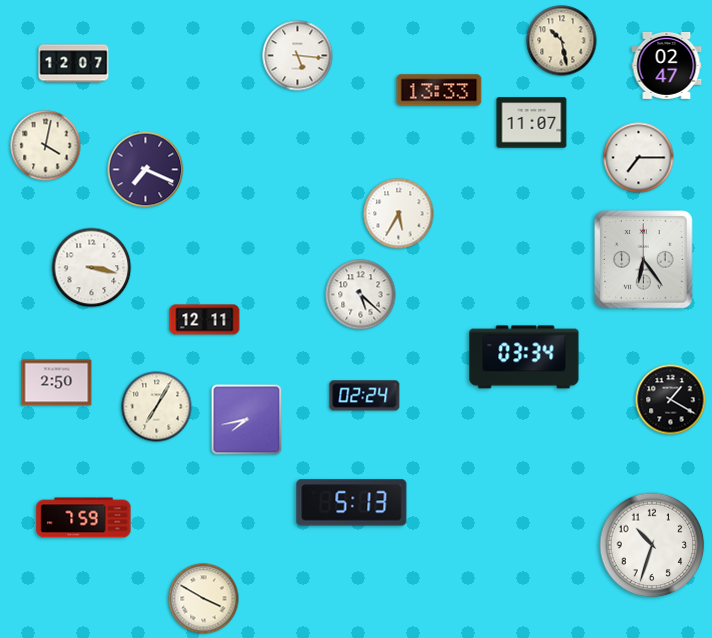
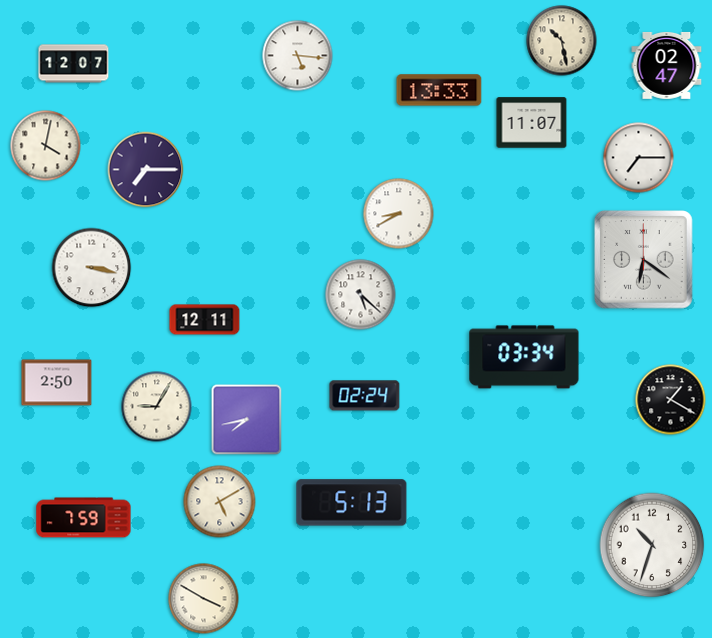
clock at (146, 170): 7:19 -> 7:15
clock at (399, 214): 5:35 -> 8:40
clock at (644, 260): 6:24 -> 6:21
clock at (157, 407): 7:05 -> 9:05
clock at (220, 502): none -> 5:10
